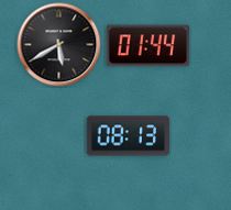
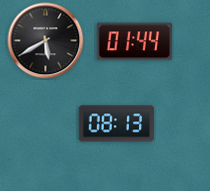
clock at (59, 45) position: (59, 45) -> (46, 41)
